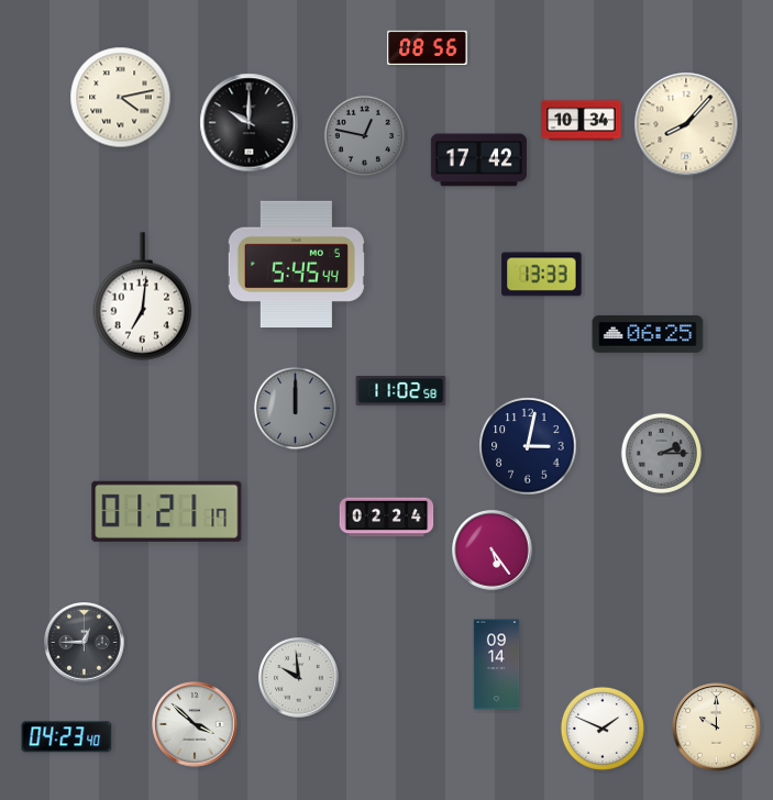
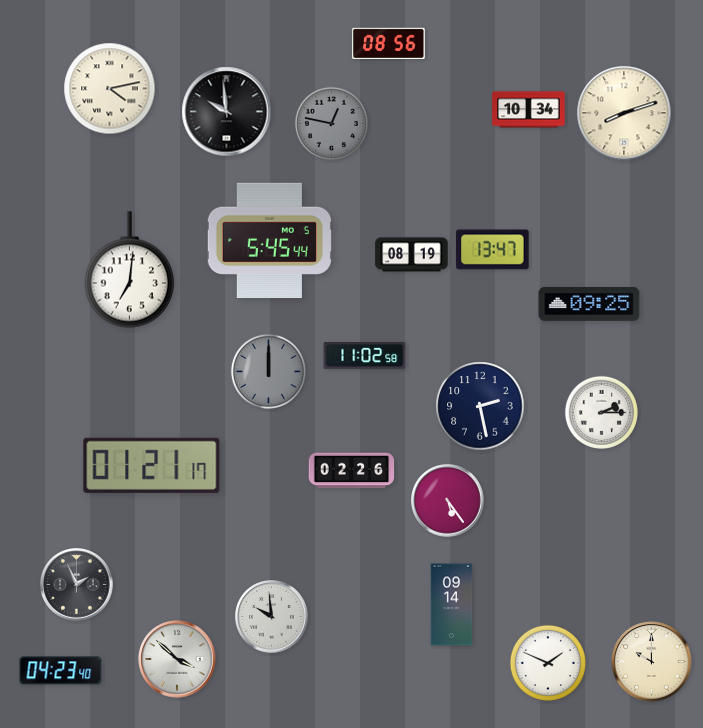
clock at (250, 123): 10:00 -> 9:59
clock at (686, 124): 8:07 -> 8:12
clock at (478, 160): 17:42 -> none
clock at (542, 275): 13:33 -> 13:47
clock at (412, 255): none -> 08:19
clock at (648, 334): 06:25 -> 09:25
clock at (528, 446): 3:02 -> 2:28
clock at (661, 453) dial: grey -> white
clock at (387, 518): 02:24 -> 02:26
clock at (85, 643): 12:45 -> 1:56
